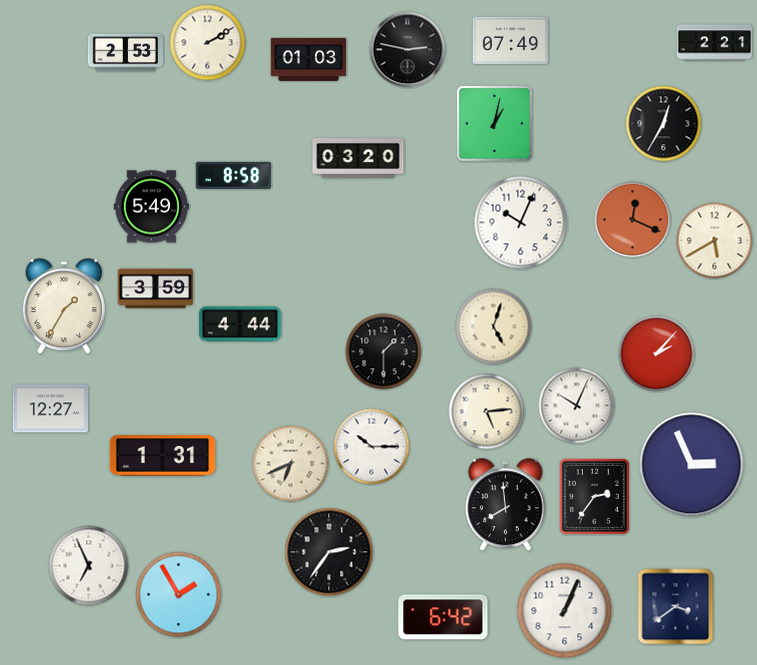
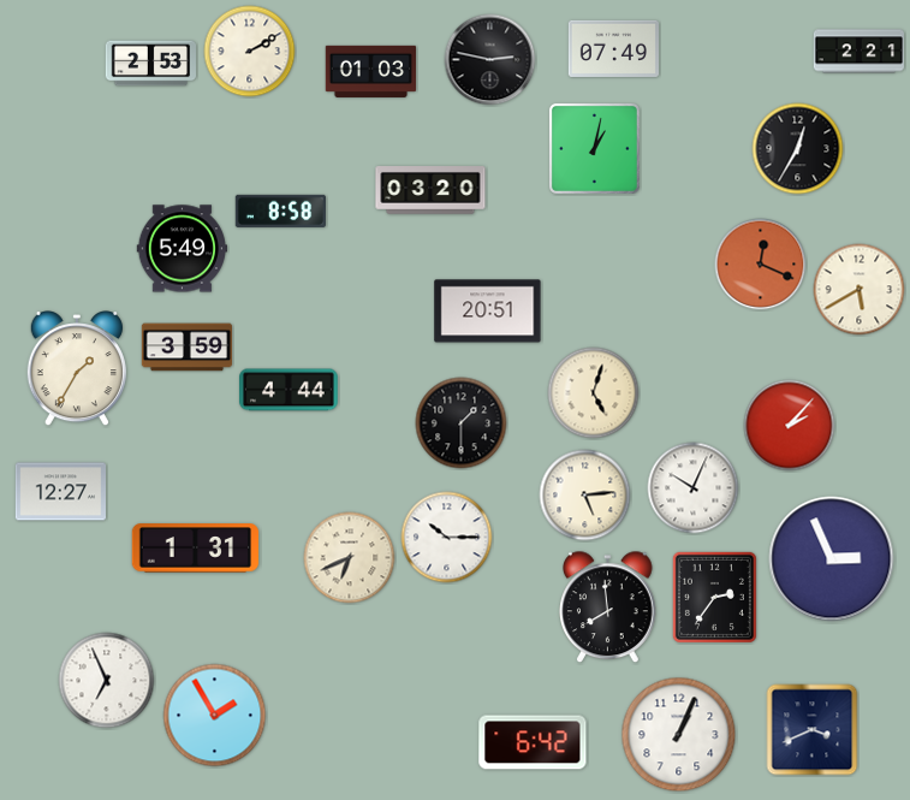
clock at (521, 223): 10:04 -> none
clock at (488, 312): none -> 20:51
clock at (329, 552): 2:36 -> none
clock at (676, 607): 3:39 -> 3:41
